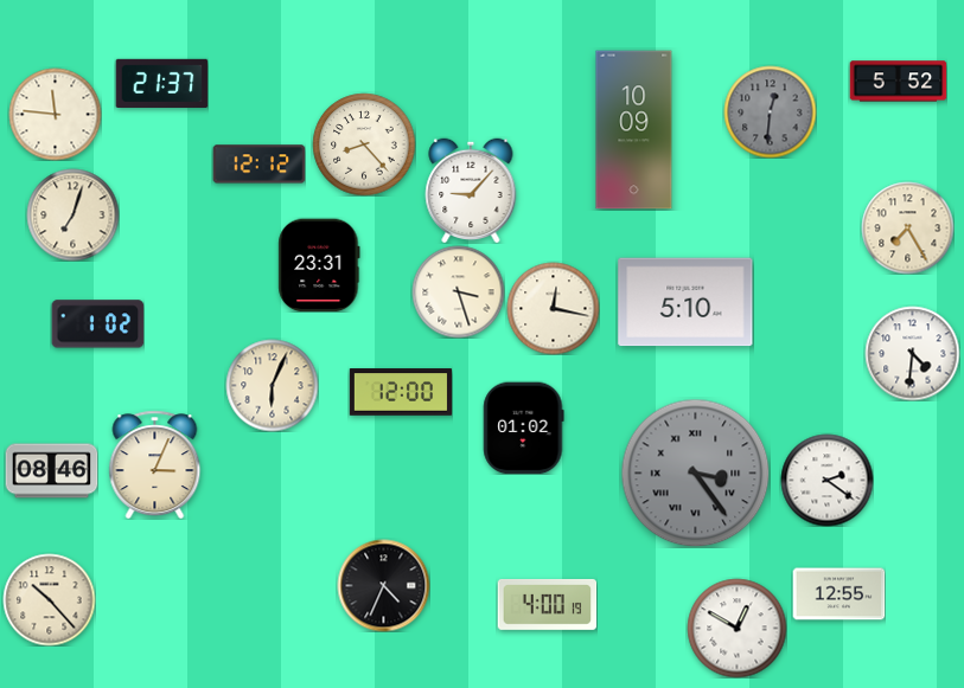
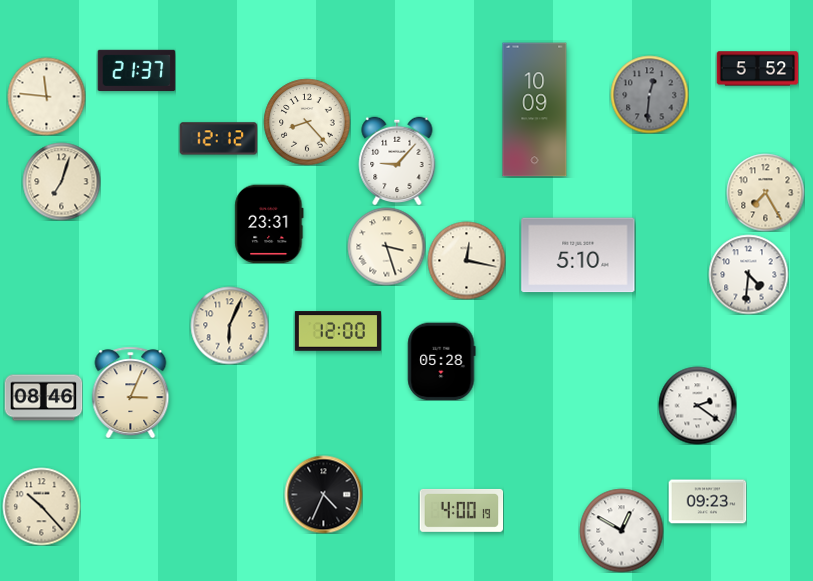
clock at (97, 324): 1:02 -> none
clock at (912, 353) position: (912, 353) -> (748, 274)
clock at (524, 427): 01:02 -> 05:28
clock at (695, 472): 3:24 -> none
clock at (838, 594): 12:55 -> 09:23
